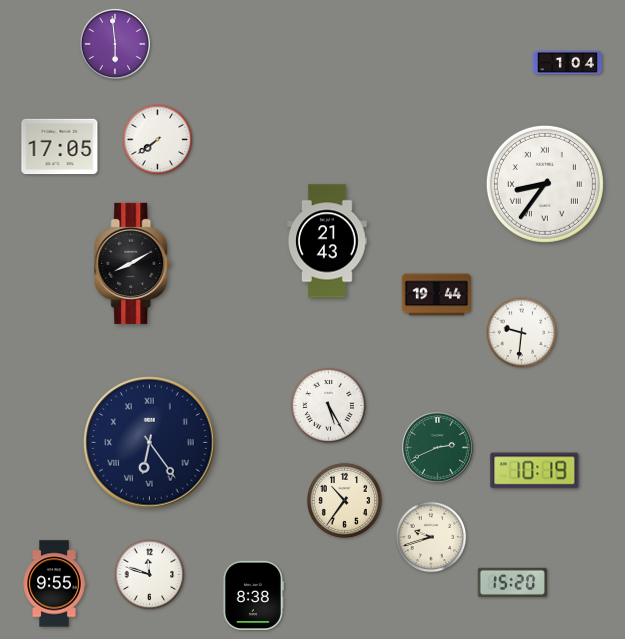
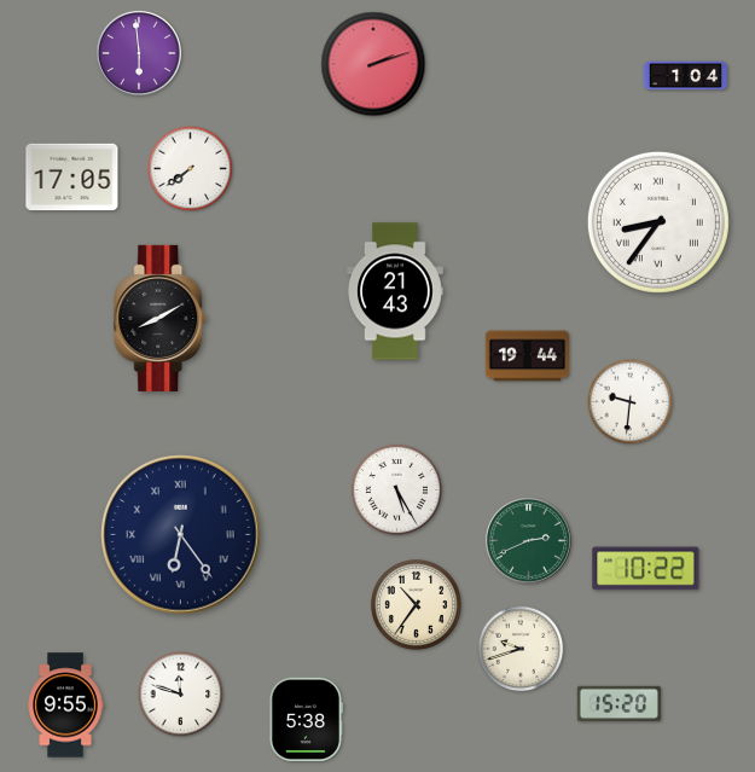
clock at (373, 64): none -> 2:12
clock at (535, 471): 10:19 -> 10:22
clock at (253, 595): 8:38 -> 5:38
